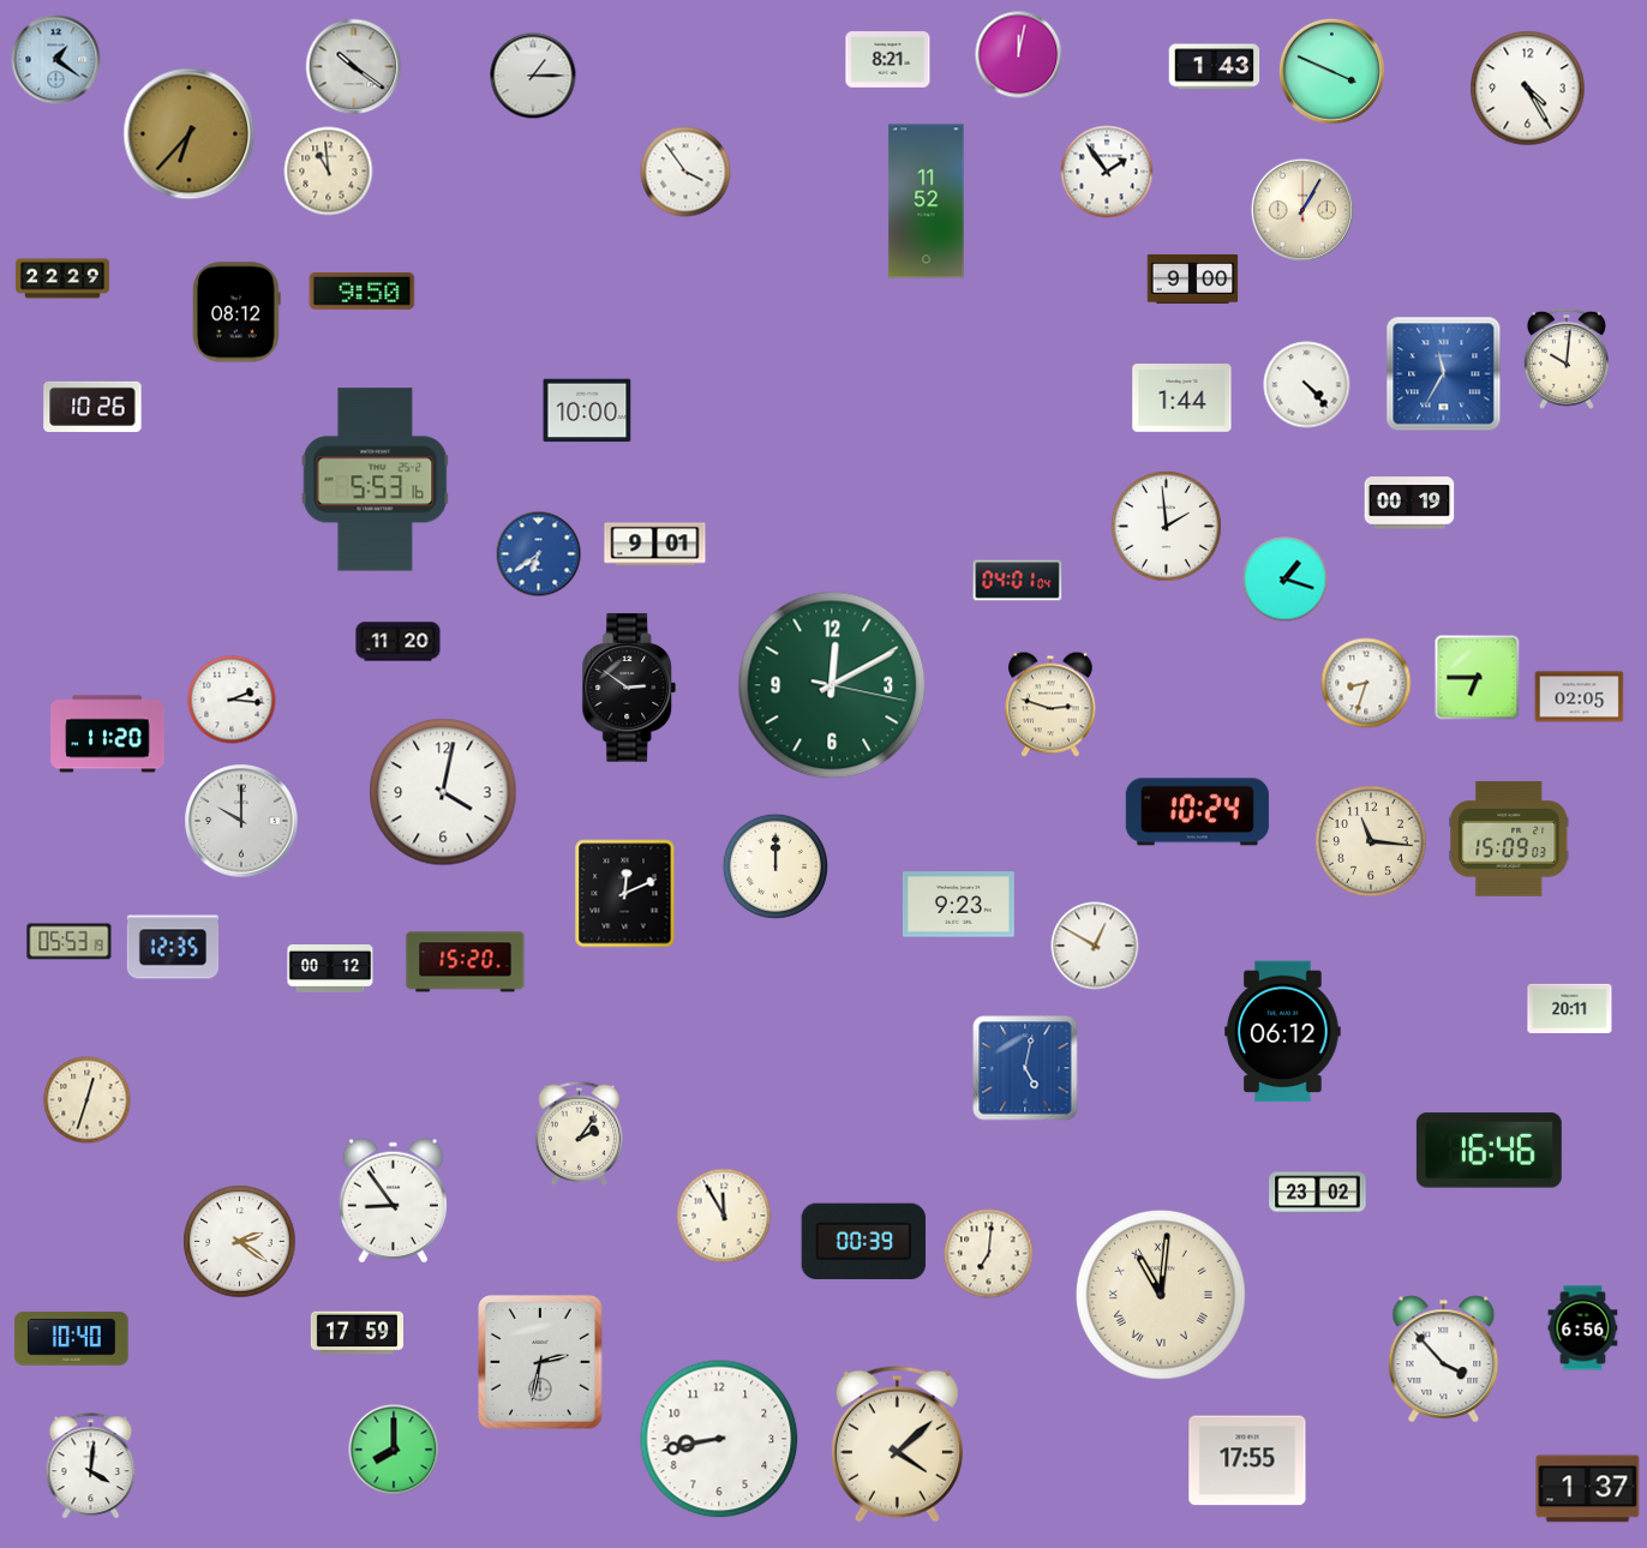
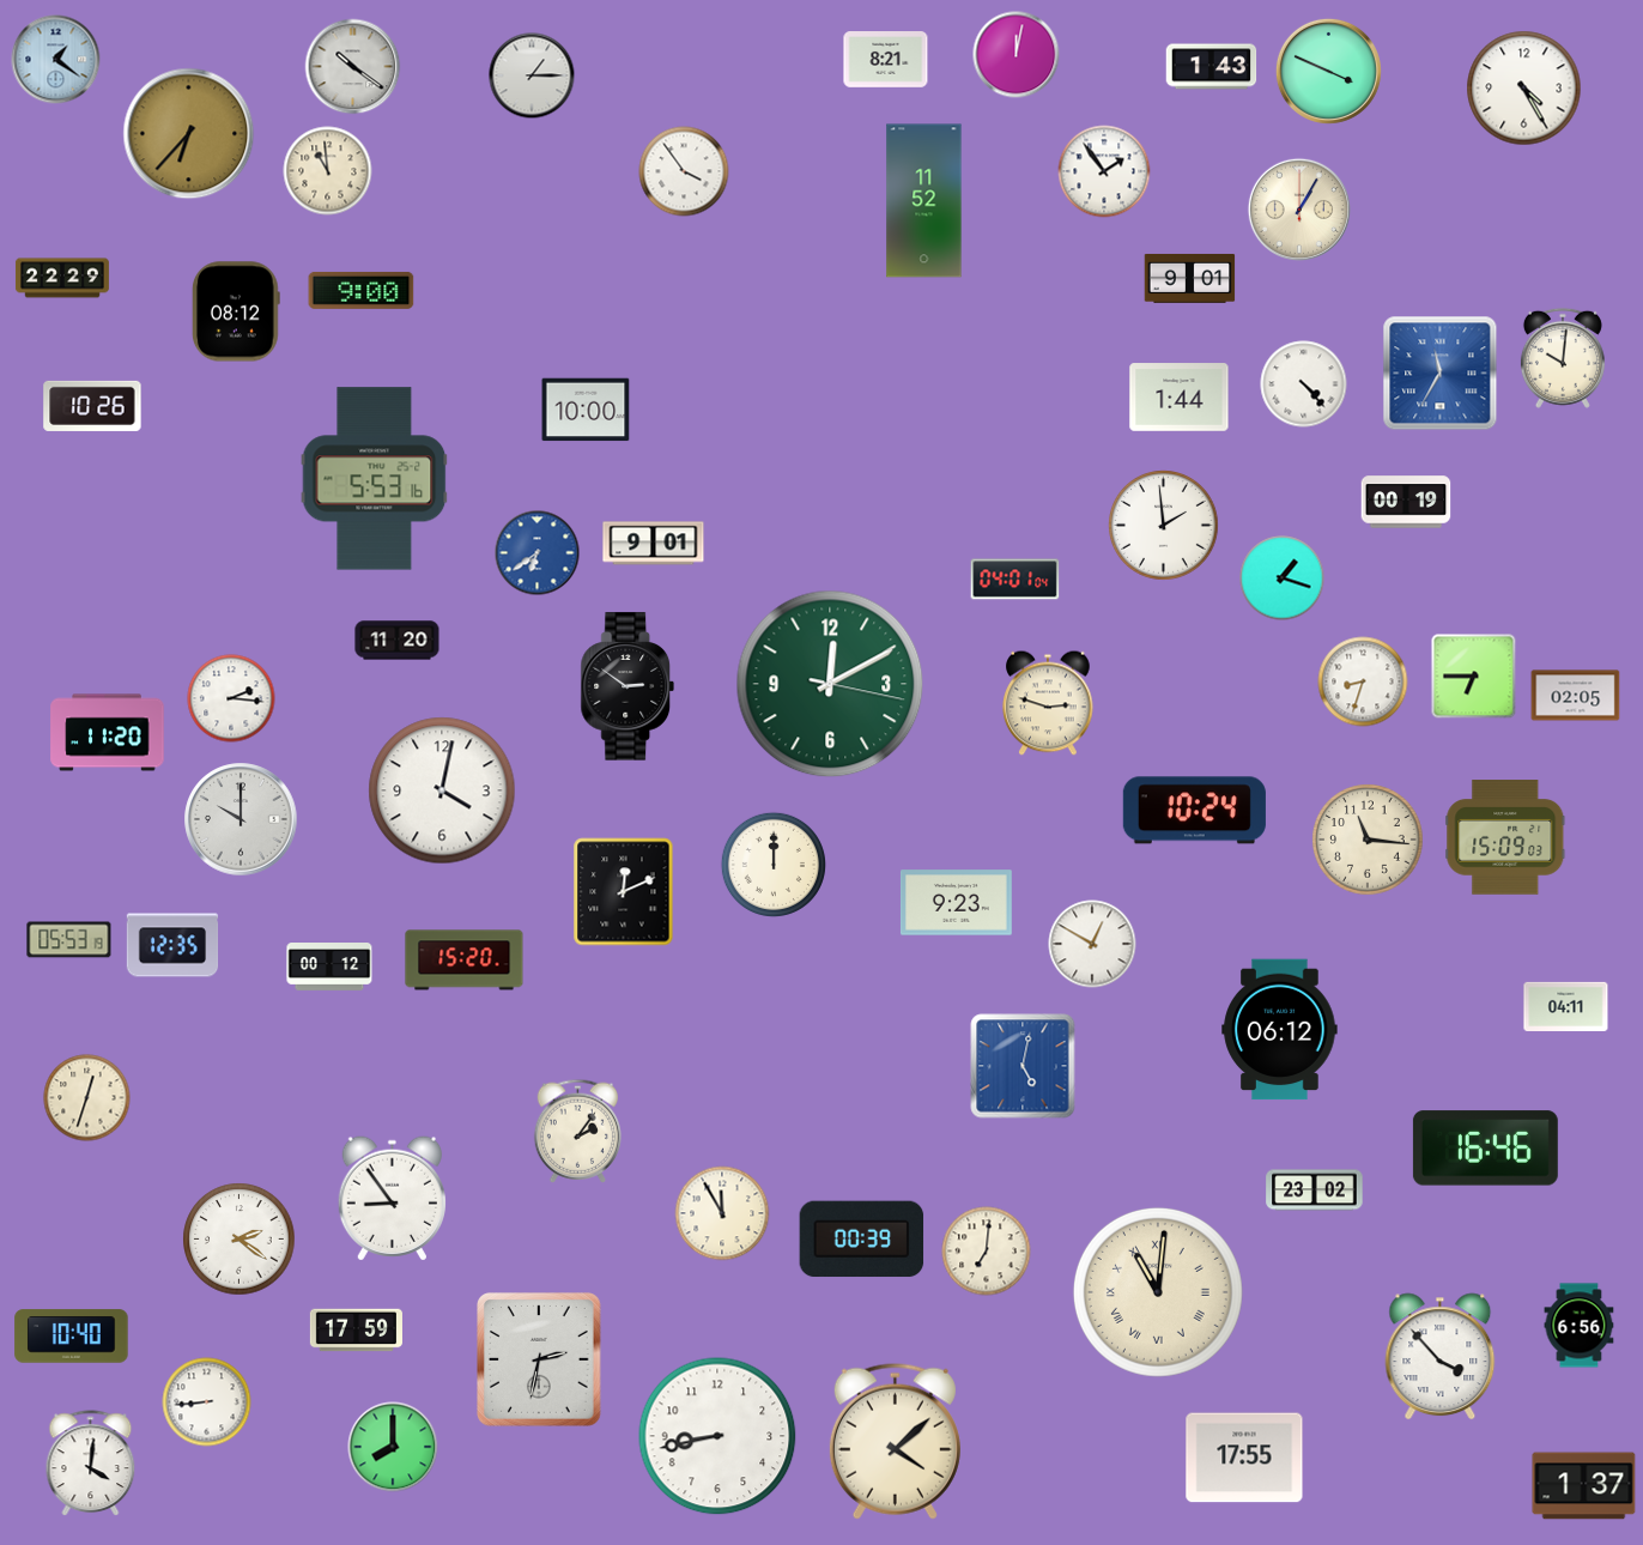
clock at (1193, 278): 9:00 -> 9:01
clock at (363, 290): 9:50 -> 9:00
clock at (1570, 1008): 20:11 -> 04:11
clock at (207, 1402): none -> 8:44
